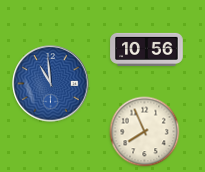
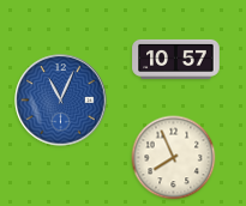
clock at (147, 49): 10:56 -> 10:57
clock at (51, 84): 10:59 -> 11:04
